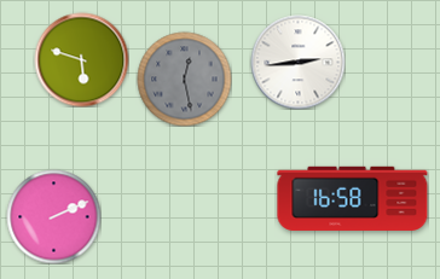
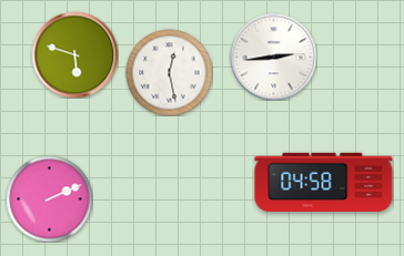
clock at (184, 79) dial: grey -> white
clock at (353, 198): 16:58 -> 04:58
